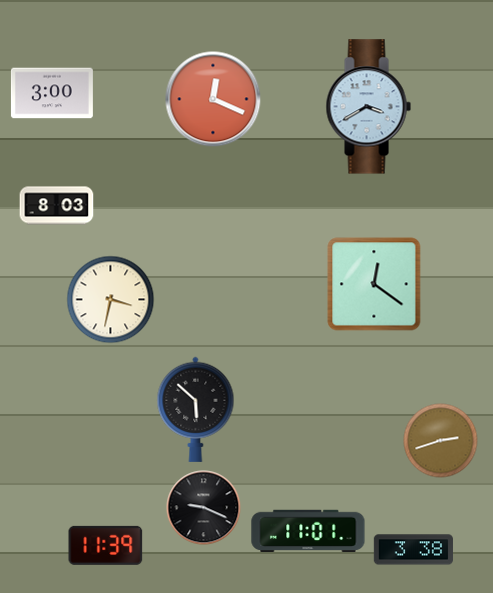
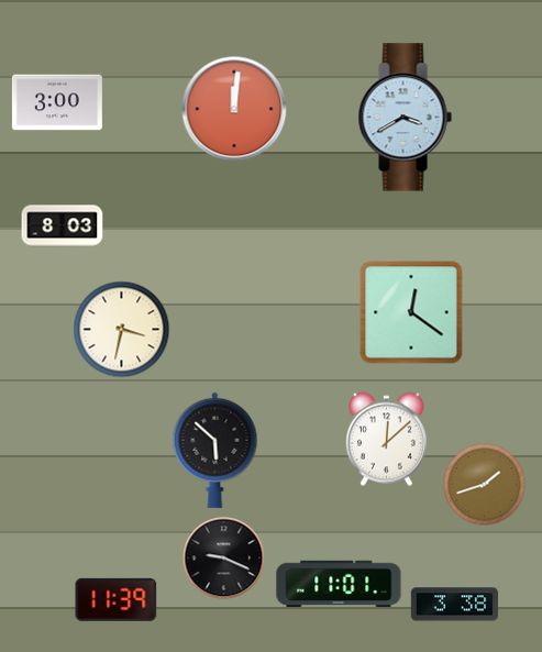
clock at (213, 99): 12:19 -> 12:01
clock at (386, 440): none -> 12:08
clock at (441, 441): 2:42 -> 1:42
